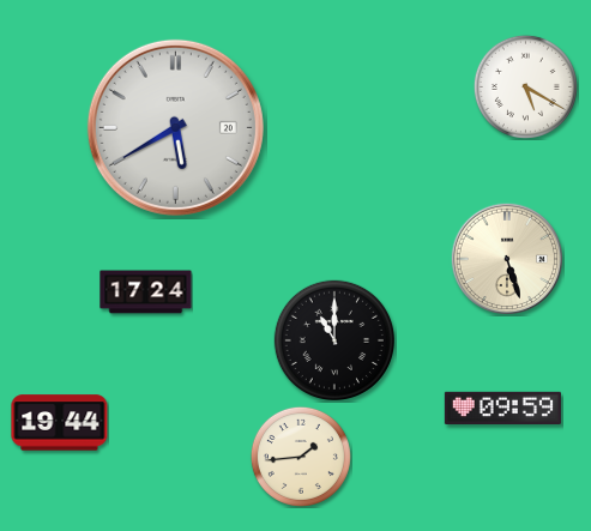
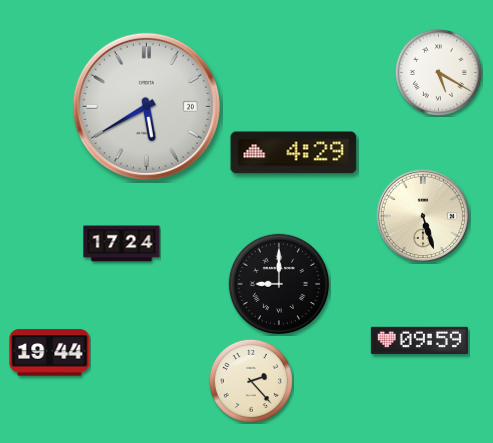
clock at (294, 153): none -> 4:29
clock at (333, 339): 11:00 -> 9:00
clock at (301, 457): 1:44 -> 2:23
